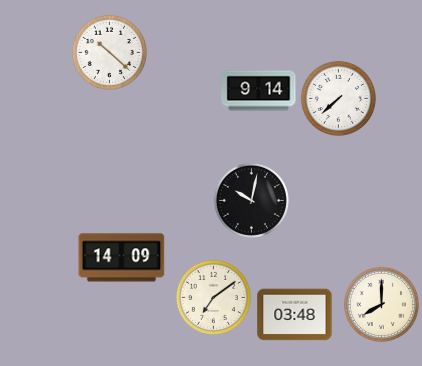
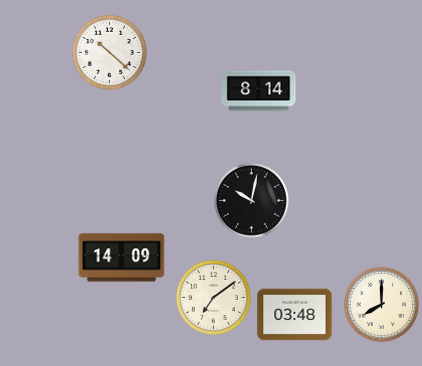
clock at (259, 91): 9:14 -> 8:14
clock at (338, 98): 7:38 -> none
